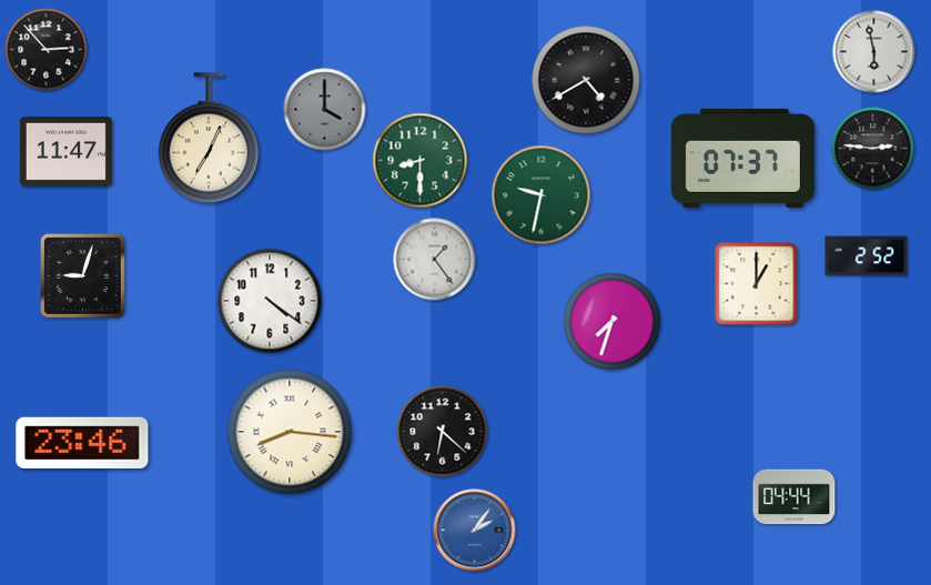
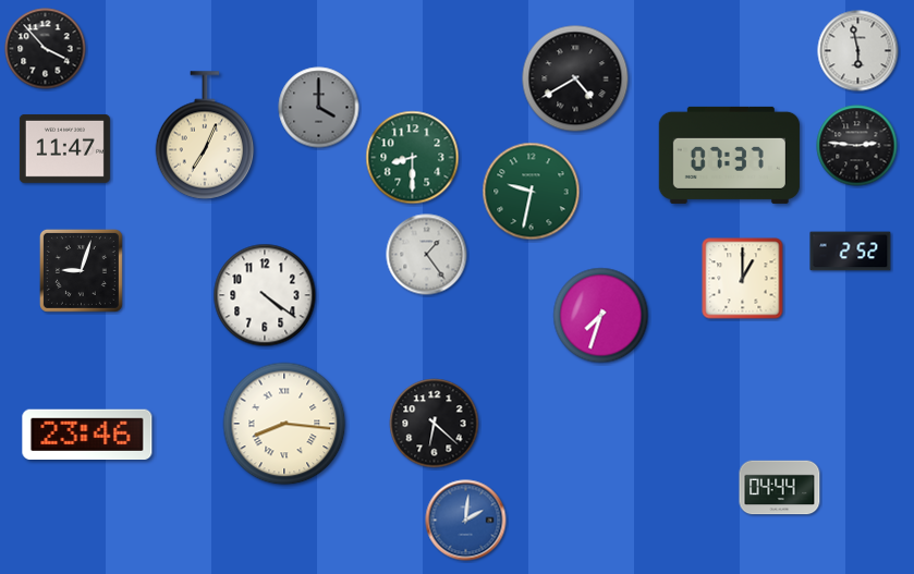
clock at (47, 50): 2:53 -> 3:53
clock at (82, 442) position: (82, 442) -> (87, 433)
clock at (475, 531): 2:06 -> 2:01
